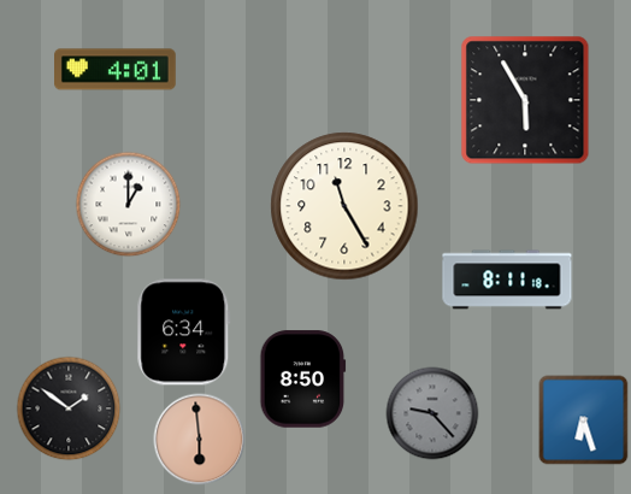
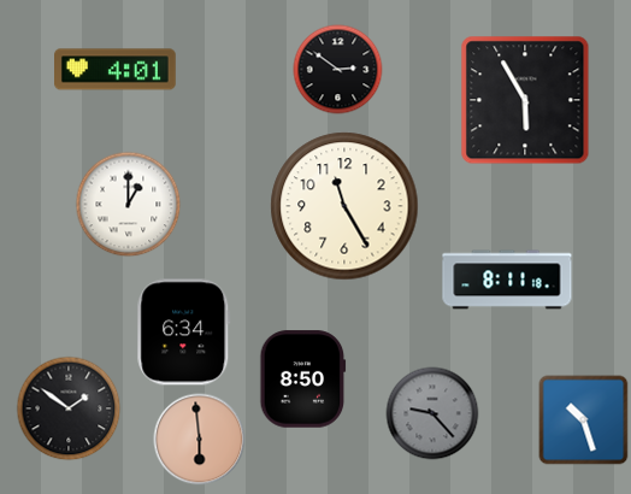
clock at (338, 70): none -> 2:51
clock at (584, 421): 6:27 -> 10:27
